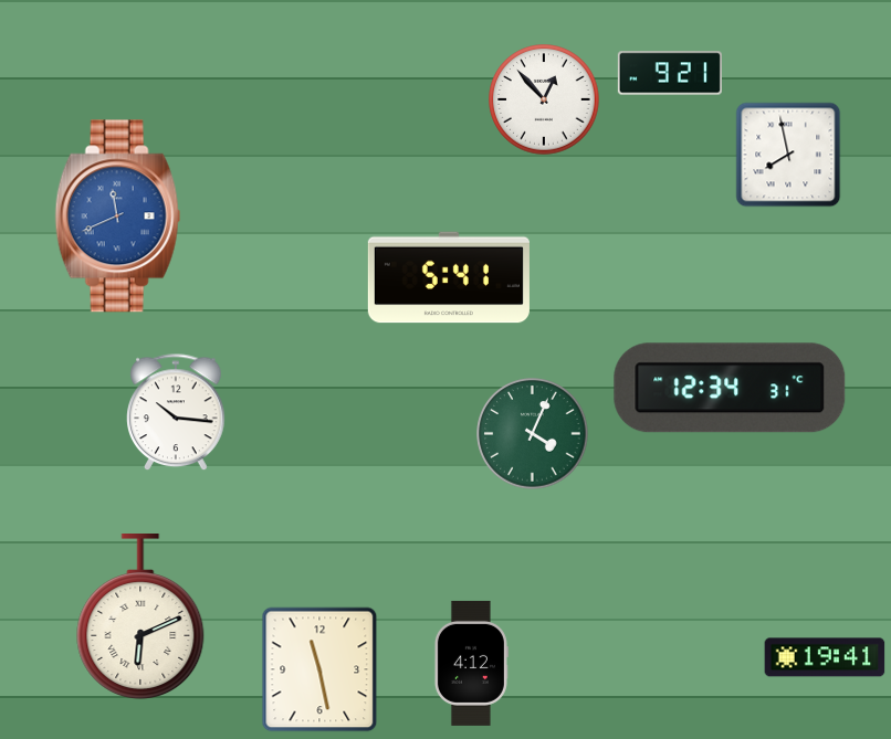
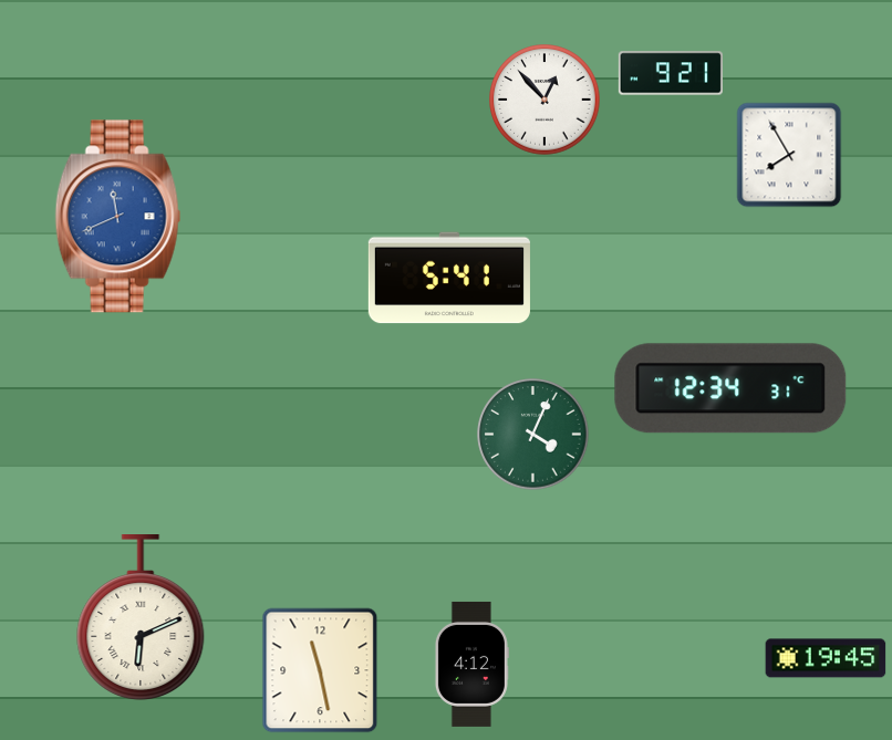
clock at (788, 155): 7:58 -> 7:55
clock at (177, 413): 10:16 -> none
clock at (825, 657): 19:41 -> 19:45
